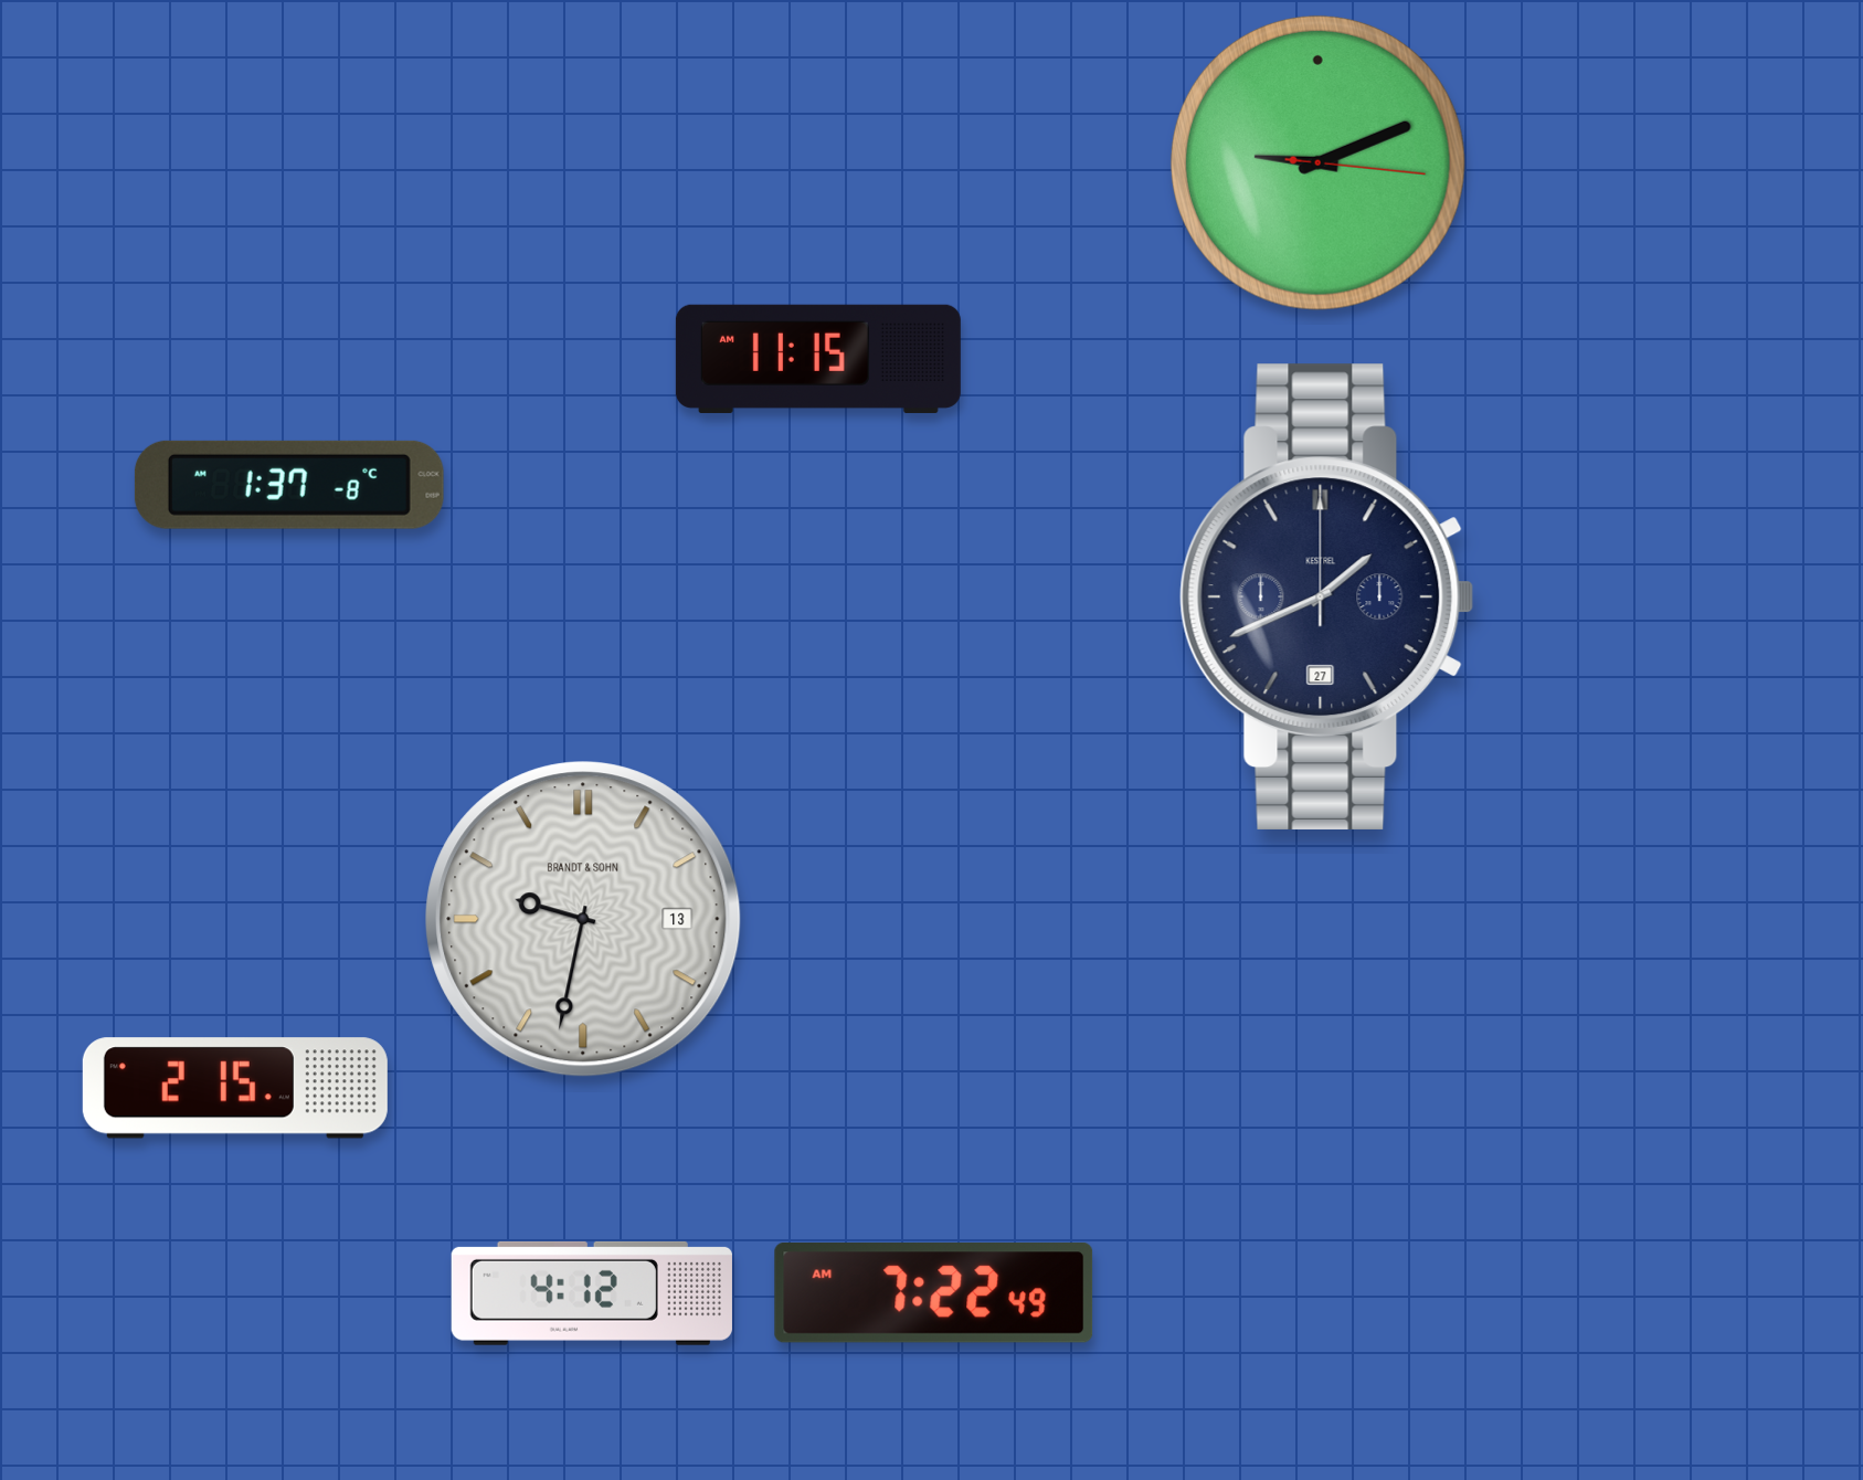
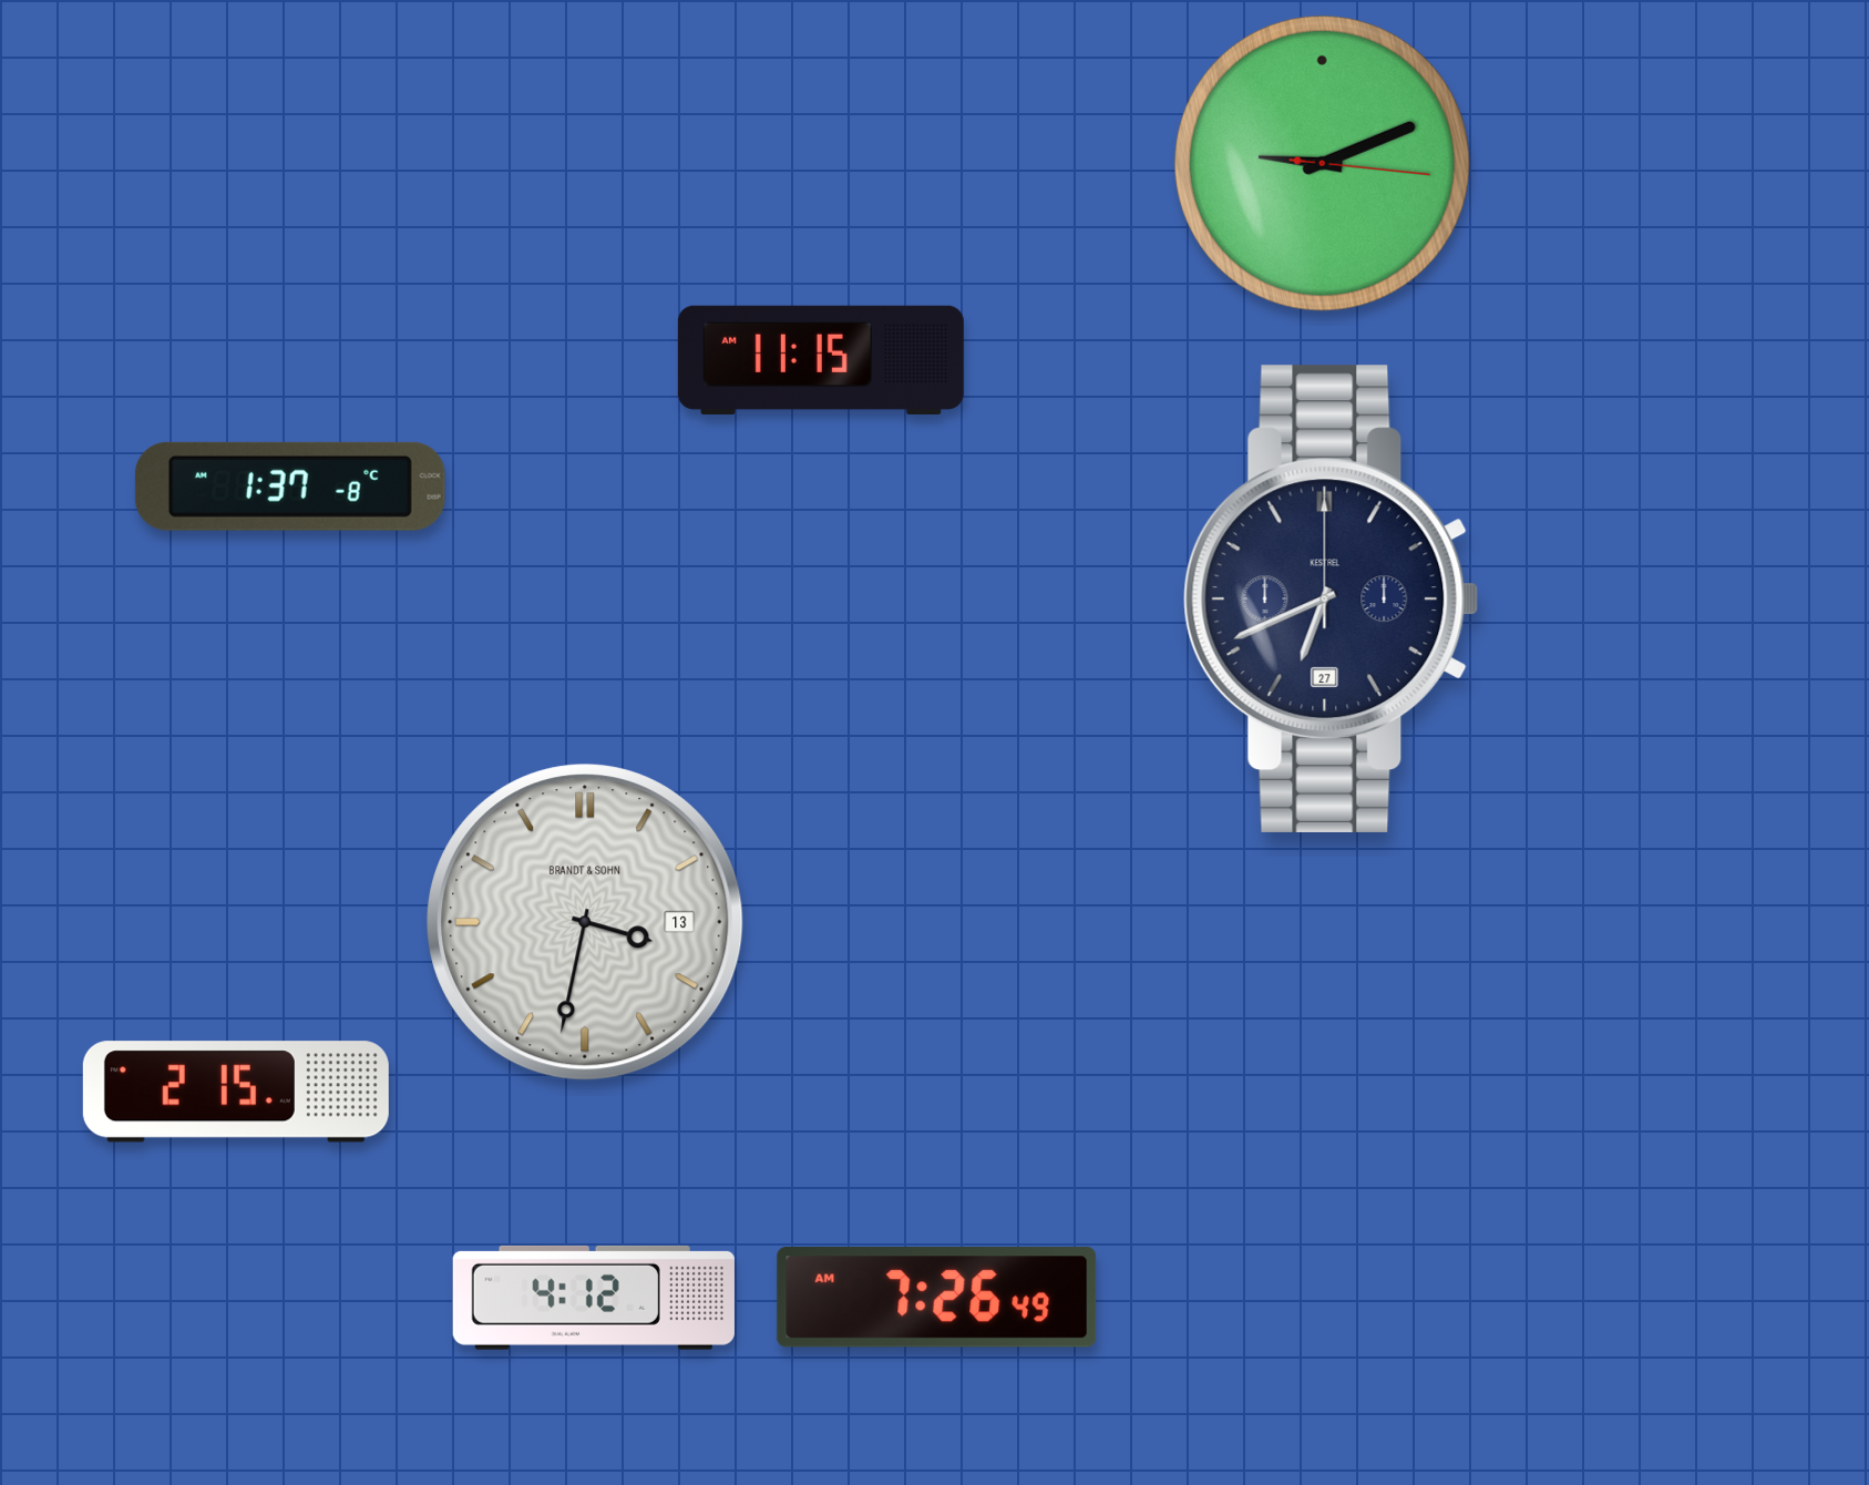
clock at (1327, 596): 1:41 -> 6:41
clock at (583, 919): 9:32 -> 3:32
clock at (934, 1293): 7:22 -> 7:26
